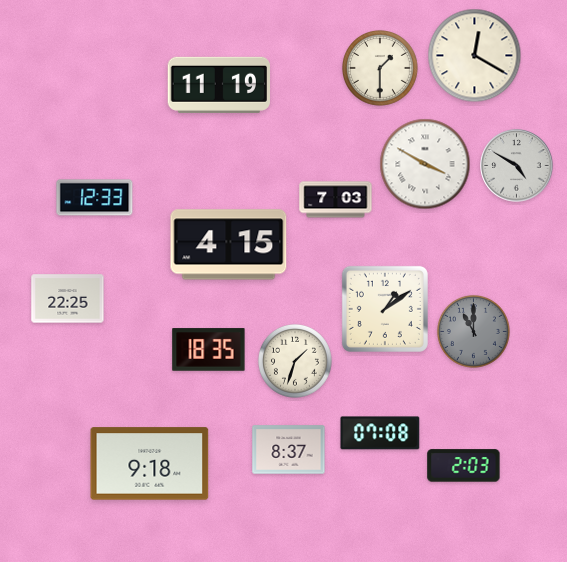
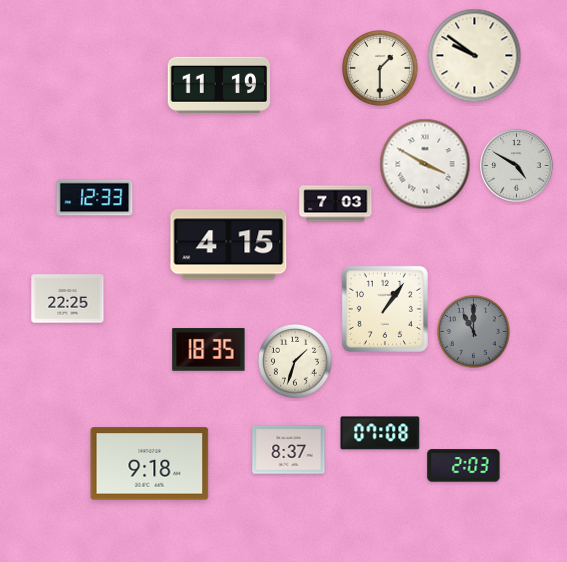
clock at (475, 56): 12:20 -> 9:51
clock at (336, 200) position: (336, 200) -> (336, 204)
clock at (385, 309): 1:09 -> 1:06
